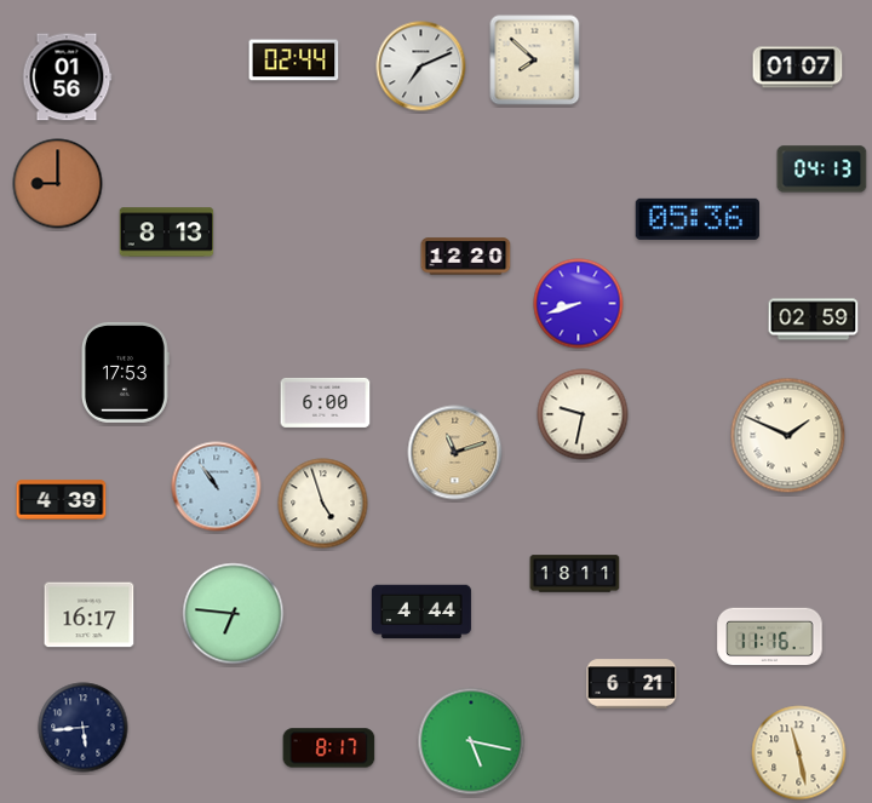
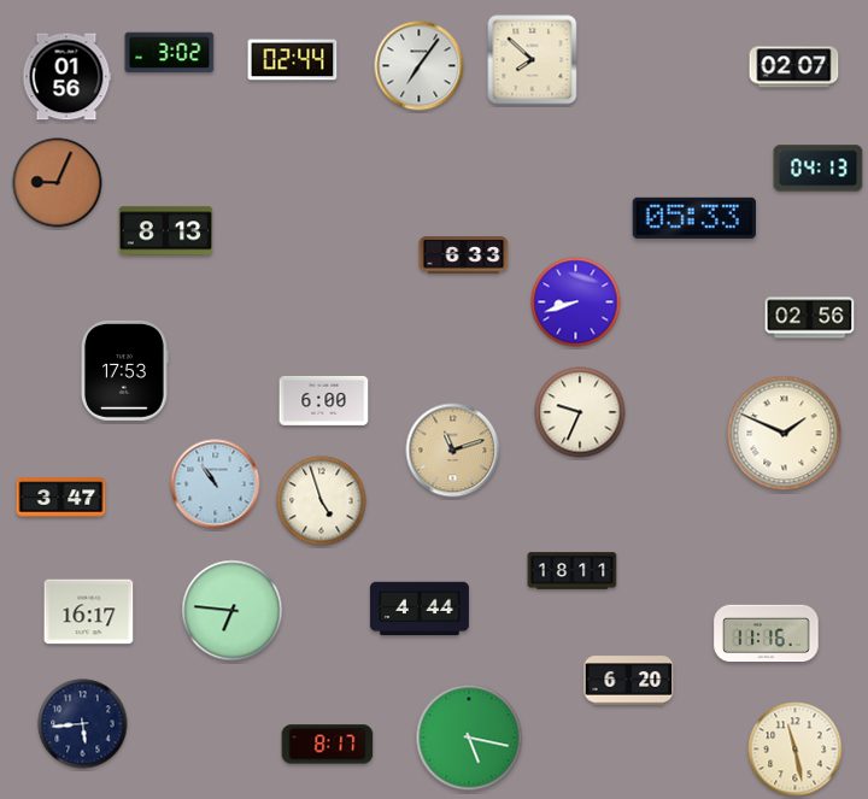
clock at (170, 53): none -> 3:02
clock at (421, 67): 7:11 -> 7:06
clock at (798, 68): 01:07 -> 02:07
clock at (58, 184): 9:00 -> 9:04
clock at (698, 219): 05:36 -> 05:33
clock at (466, 257): 12:20 -> 6:33
clock at (814, 320): 02:59 -> 02:56
clock at (583, 414): 9:32 -> 9:34
clock at (62, 500): 4:39 -> 3:47
clock at (632, 684): 6:21 -> 6:20
